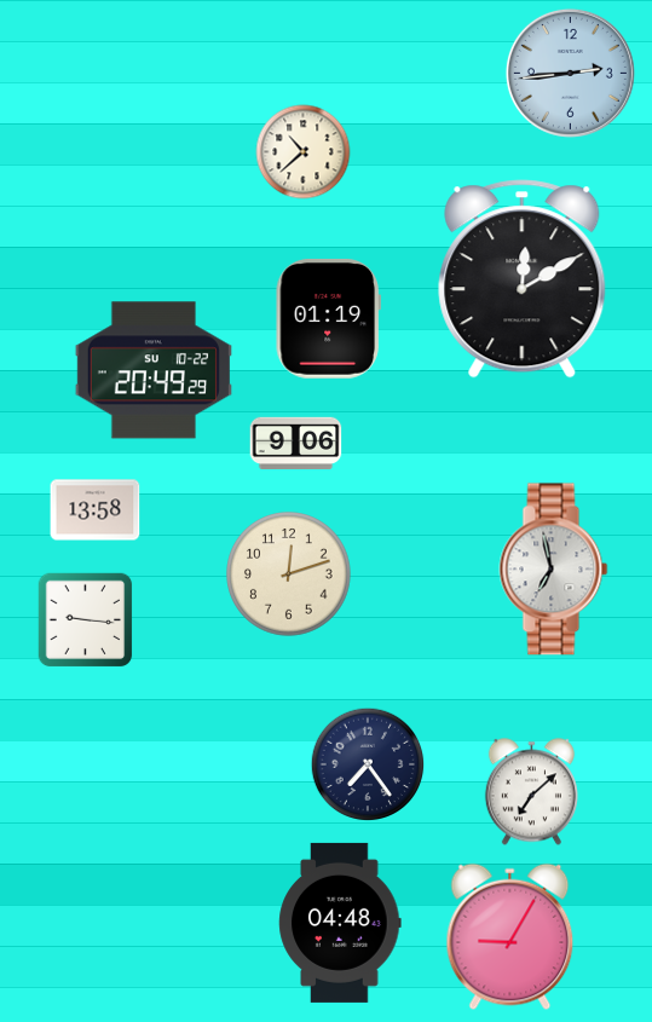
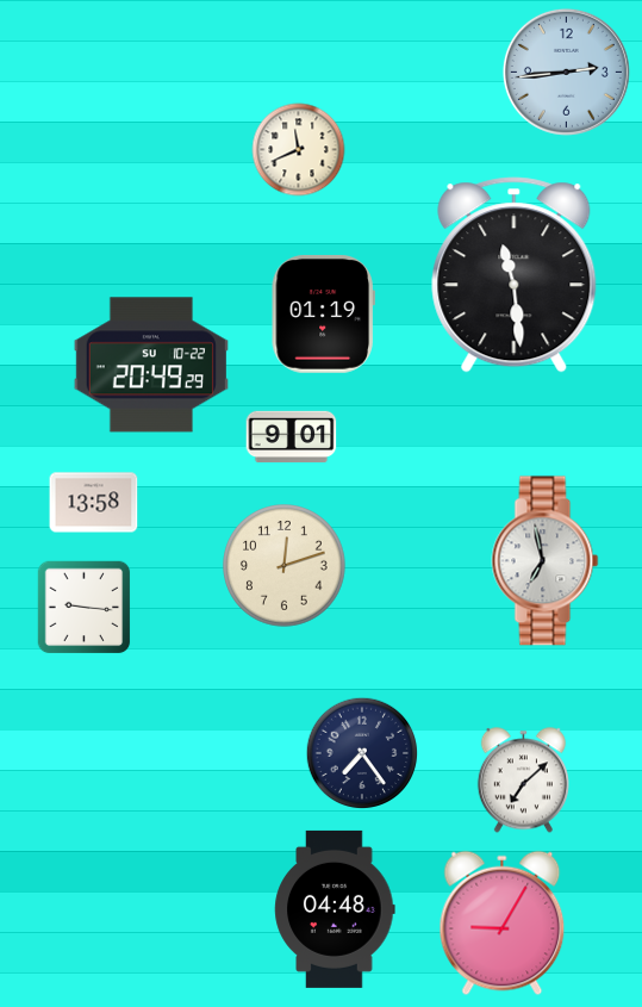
clock at (570, 73) position: (570, 73) -> (566, 72)
clock at (304, 152): 10:38 -> 11:41
clock at (523, 279): 12:10 -> 11:29
clock at (296, 443): 9:06 -> 9:01
clock at (86, 620) position: (86, 620) -> (85, 608)
